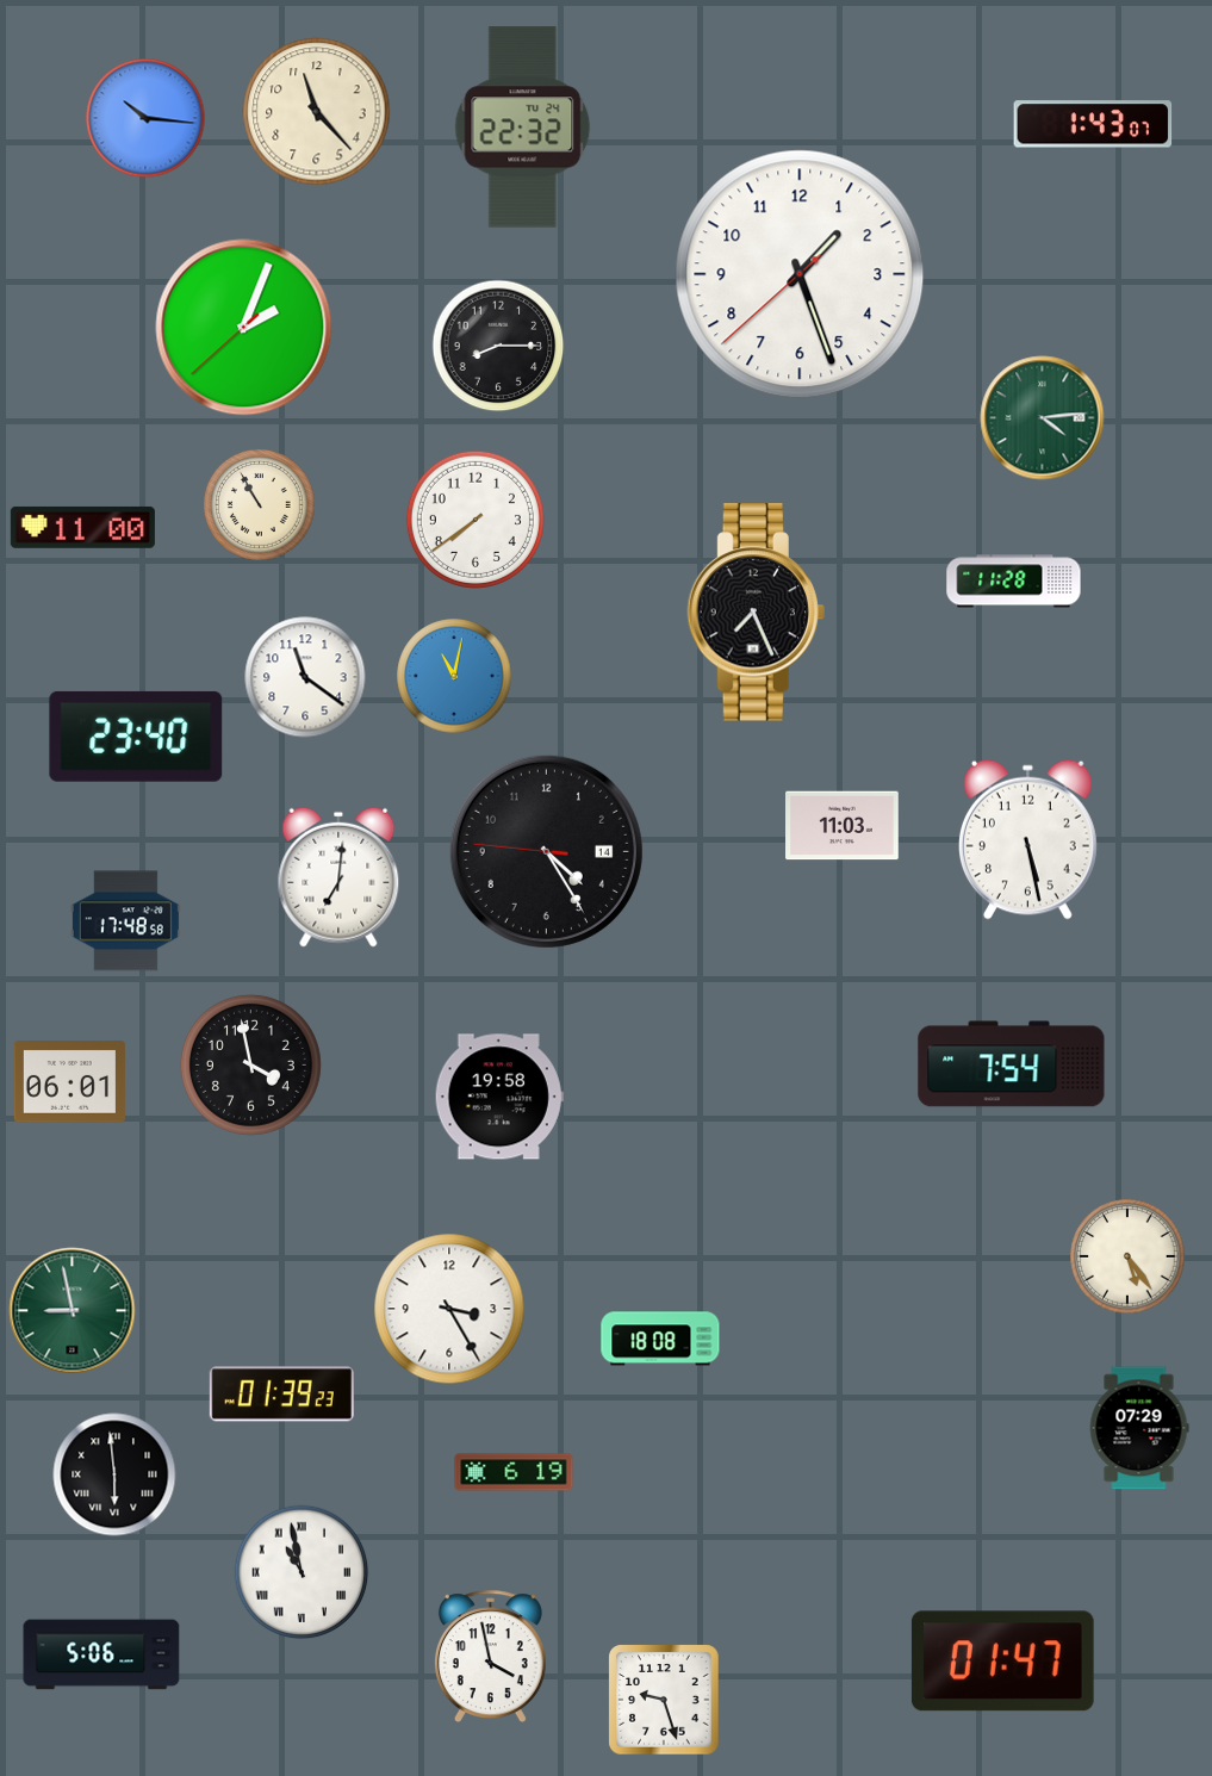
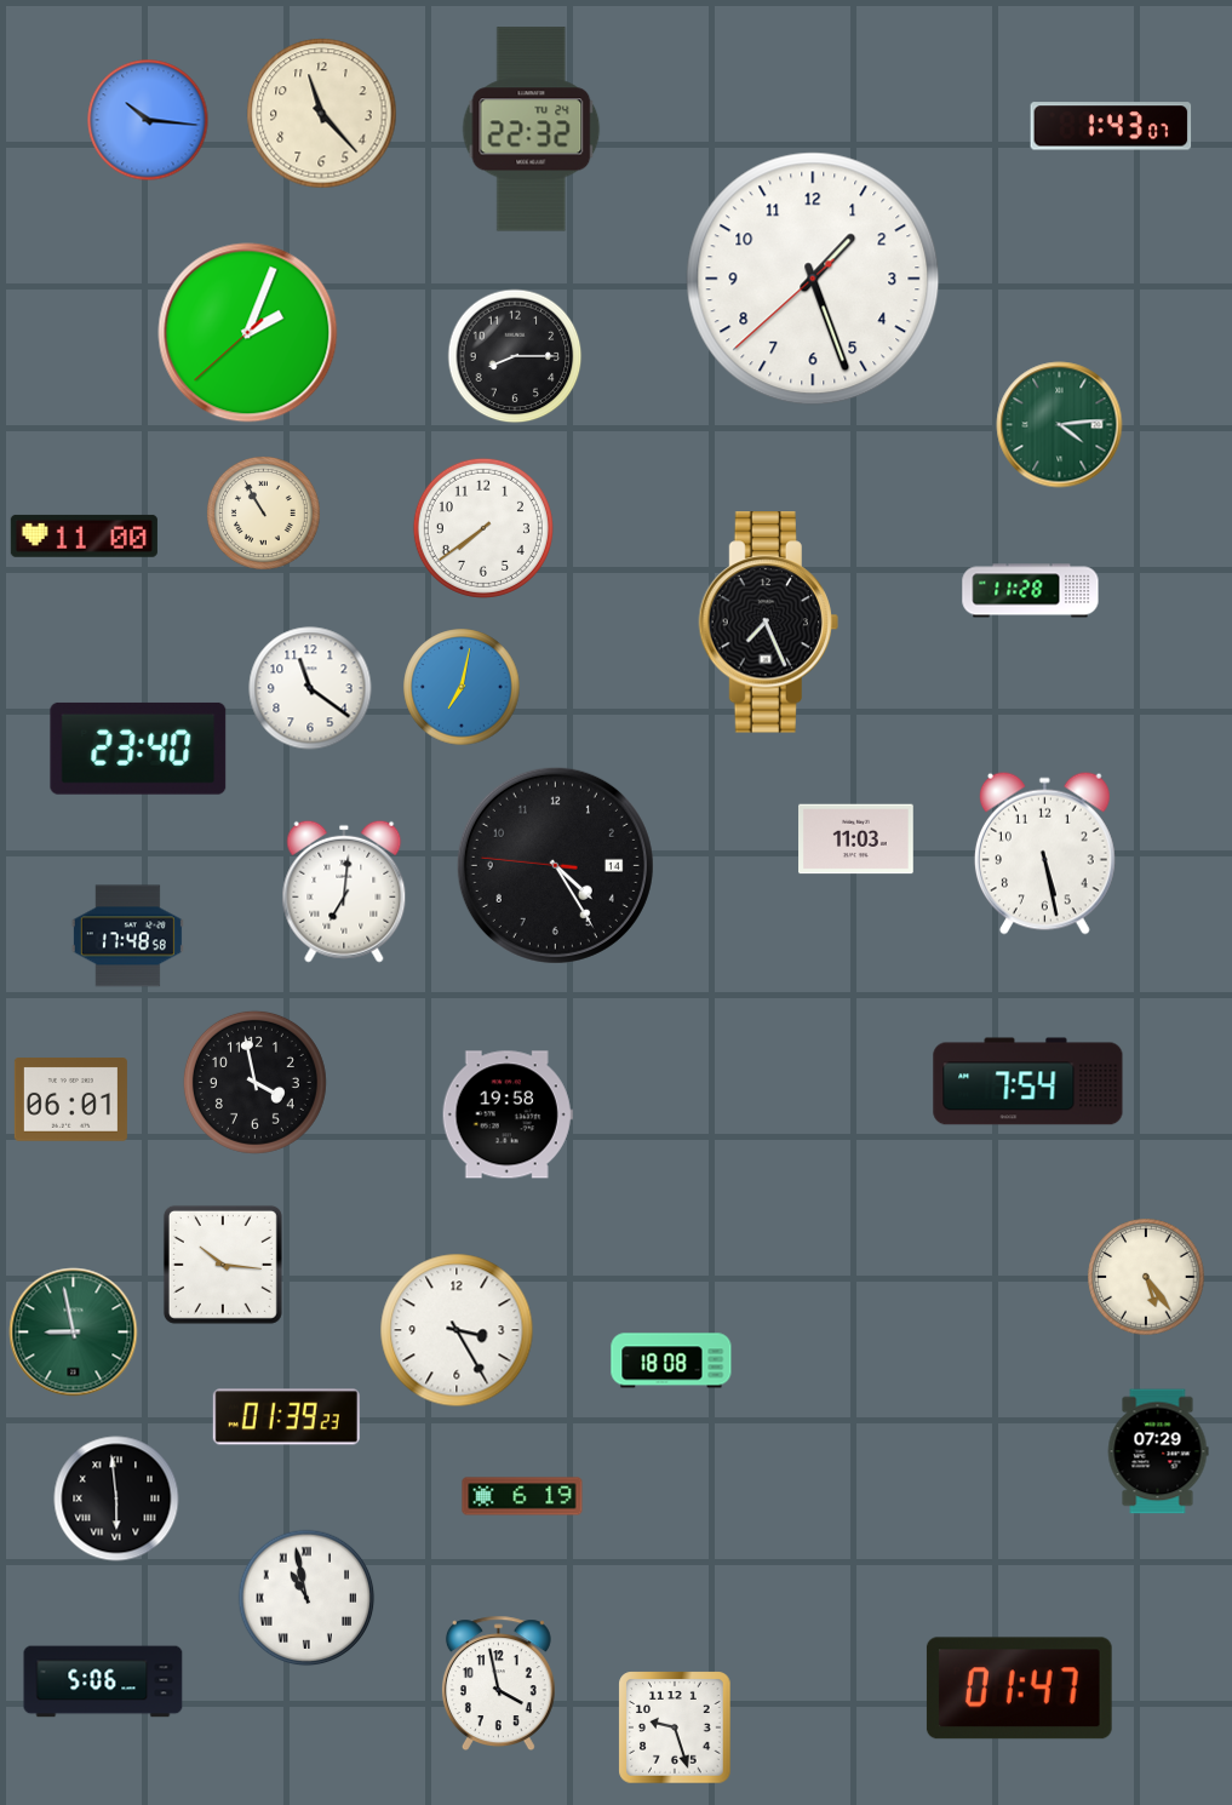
clock at (498, 346) position: (498, 346) -> (515, 356)
clock at (454, 676): 11:02 -> 7:02
clock at (223, 1265): none -> 10:16
